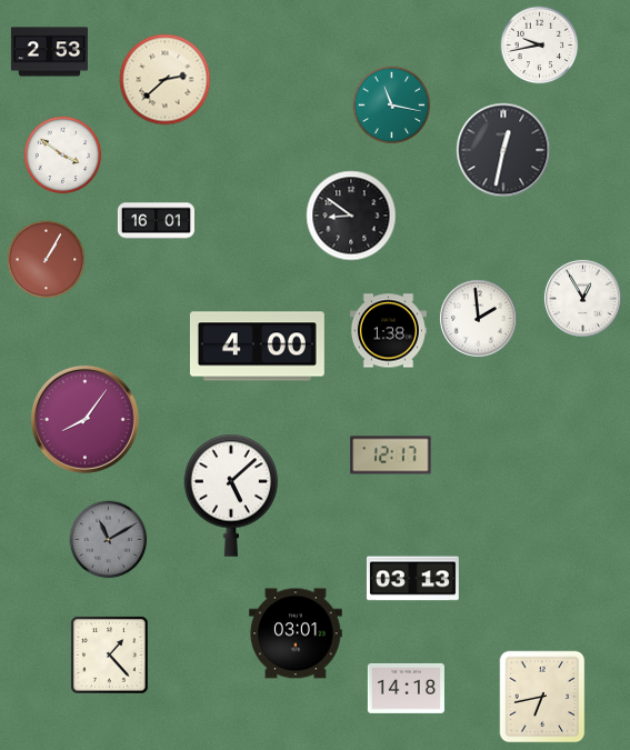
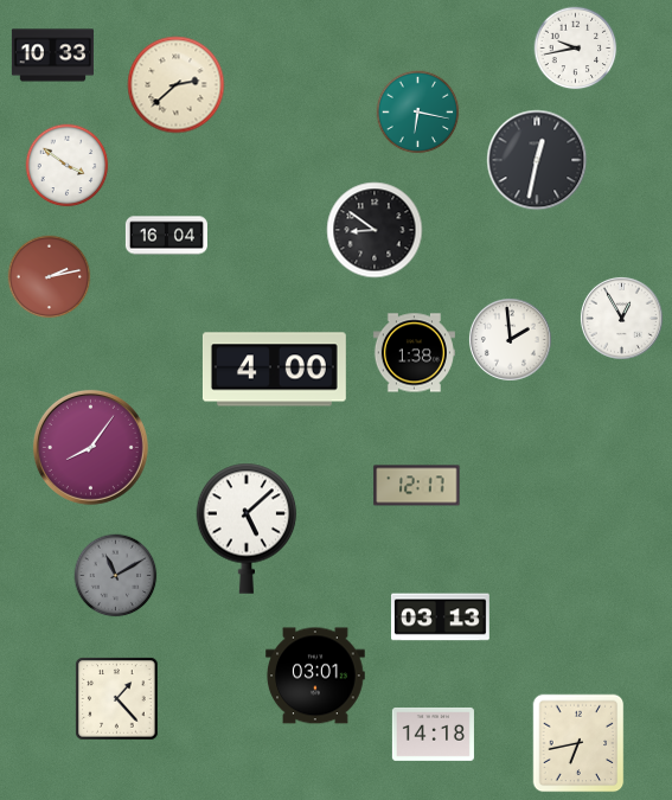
clock at (49, 52): 2:53 -> 10:33
clock at (392, 106): 11:17 -> 6:17
clock at (156, 221): 16:01 -> 16:04
clock at (47, 260): 1:05 -> 2:13
